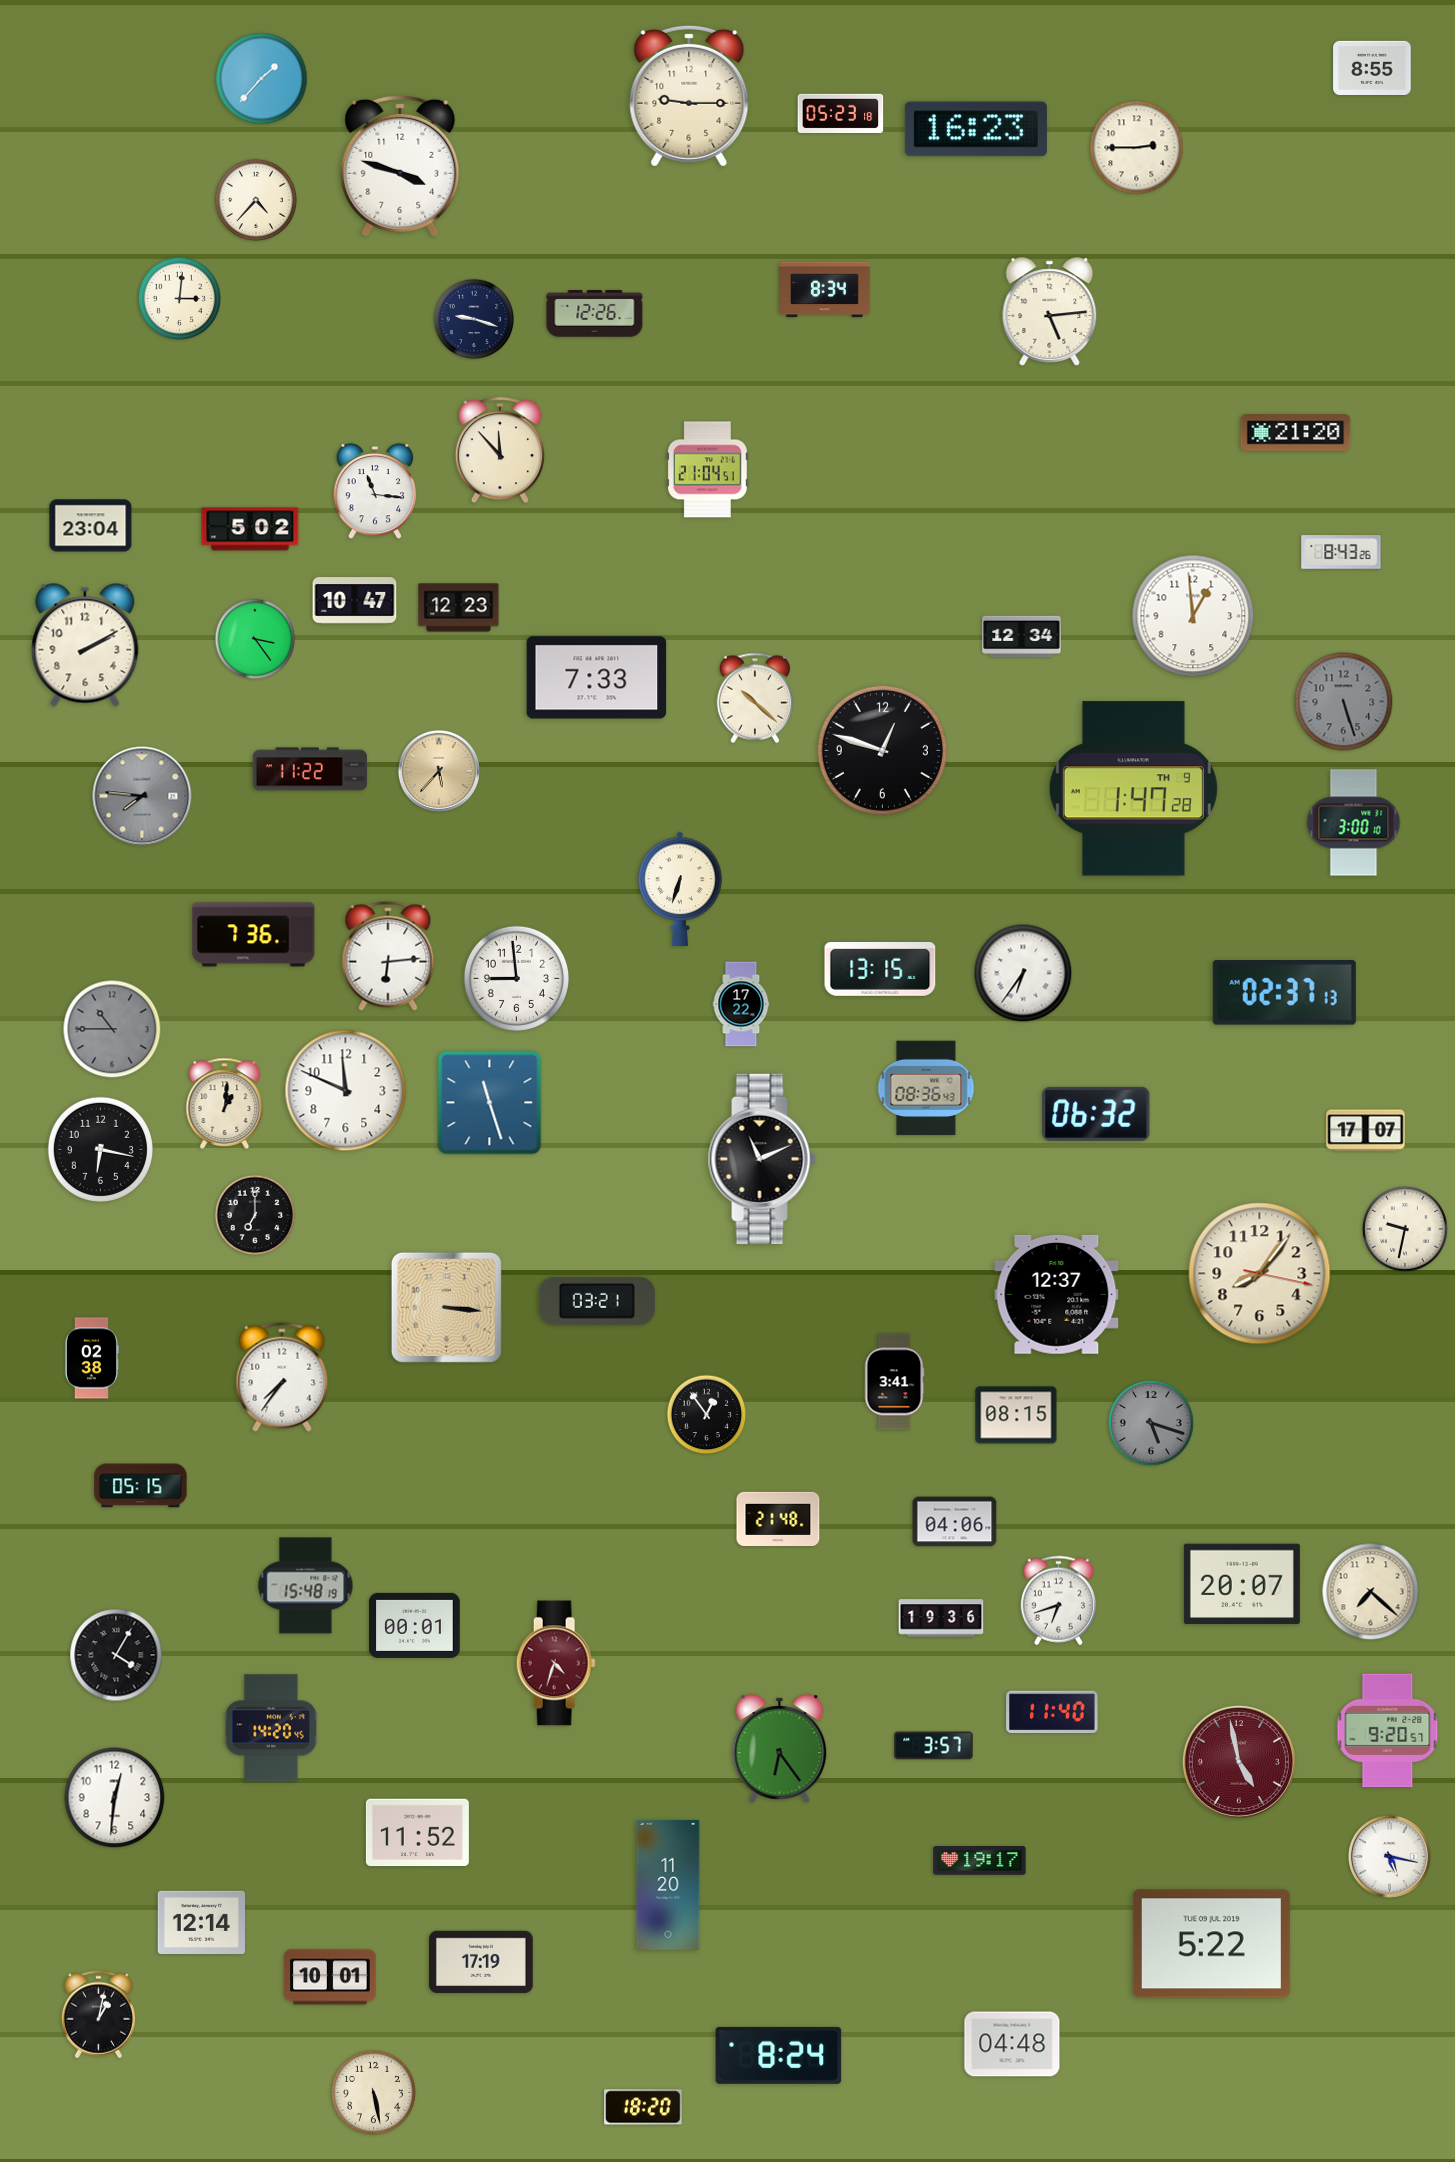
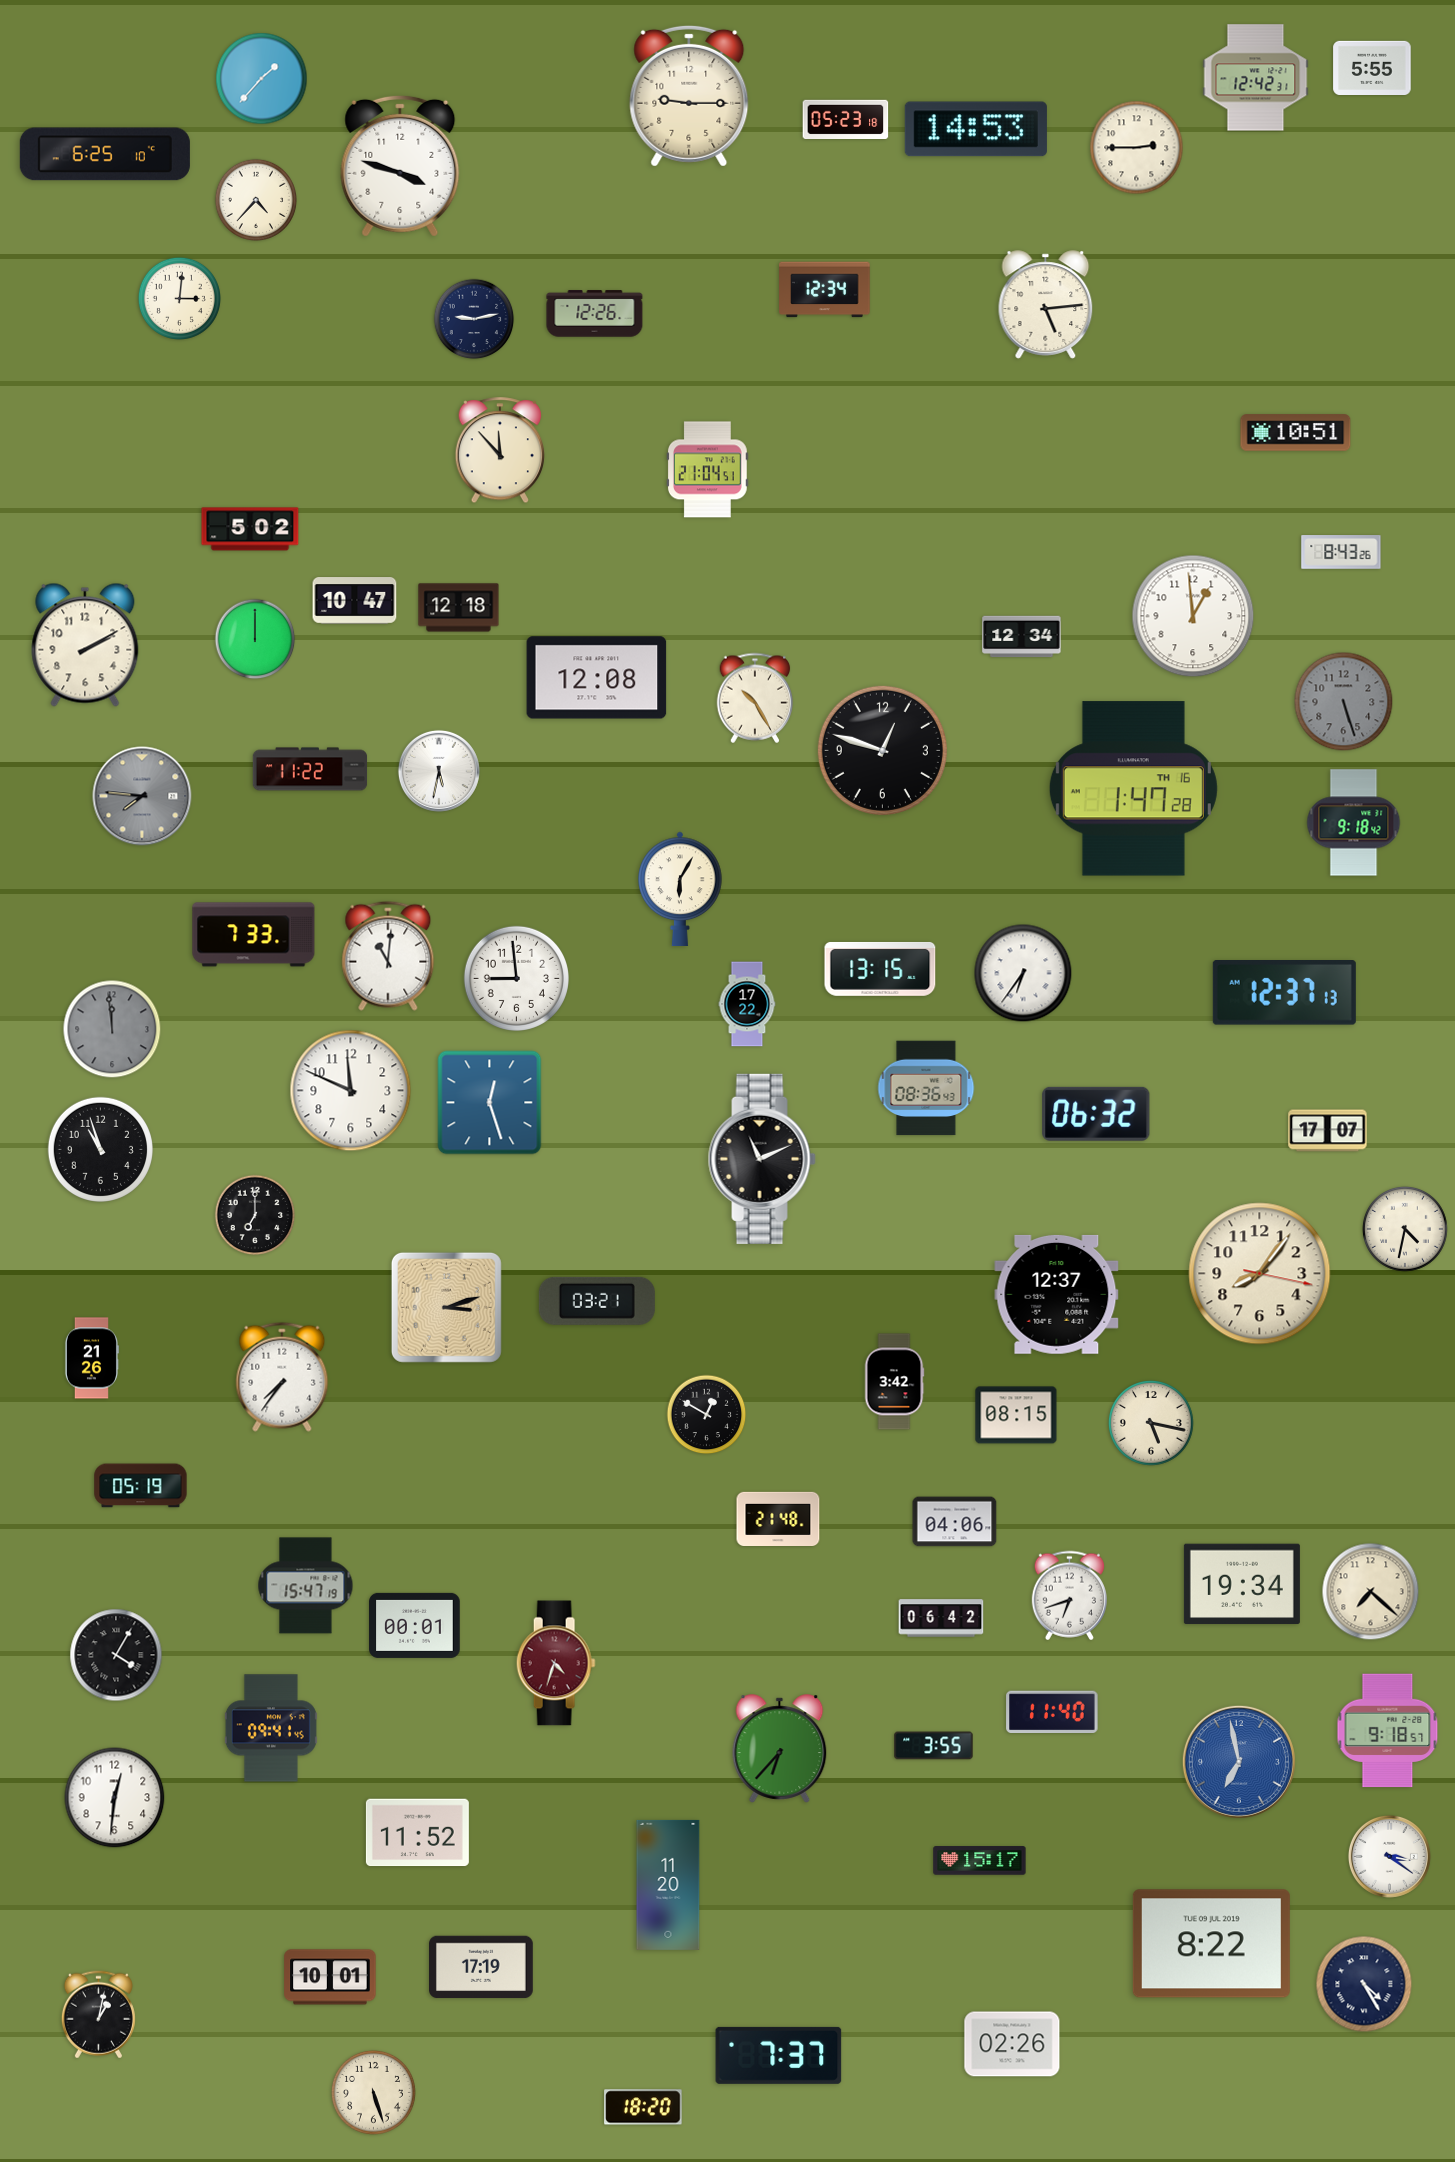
clock at (1372, 67): 8:55 -> 5:55
clock at (1256, 78): none -> 12:42
clock at (841, 113) position: (841, 113) -> (846, 119)
clock at (976, 129): 16:23 -> 14:53
clock at (105, 154): none -> 6:25
clock at (825, 290): 8:34 -> 12:34
clock at (1050, 312) position: (1050, 312) -> (1046, 305)
clock at (474, 319): 9:18 -> 9:13
clock at (1296, 433): 21:20 -> 10:51
clock at (375, 491): 11:16 -> none
clock at (91, 526): 23:04 -> none
clock at (459, 608): 12:23 -> 12:18
clock at (255, 639): 3:24 -> 12:00
clock at (597, 678): 7:33 -> 12:08
clock at (755, 698): 10:22 -> 10:25
clock at (439, 771): 5:37 -> 5:32
clock at (439, 771) dial: champagne -> white
clock at (1133, 789) date: TH 9 -> TH 16
clock at (1354, 823): 3:00 -> 9:18
clock at (680, 888): 6:33 -> 6:05
clock at (254, 935): 7:36 -> 7:33
clock at (388, 956): 6:14 -> 11:01
clock at (1284, 993): 02:37 -> 12:37
clock at (741, 1004) position: (741, 1004) -> (747, 1004)
clock at (112, 1029): 10:45 -> 11:59
clock at (346, 1091) position: (346, 1091) -> (351, 1091)
clock at (225, 1103): 1:01 -> none
clock at (490, 1103): 11:27 -> 12:27
clock at (1366, 1131) position: (1366, 1131) -> (1328, 1131)
clock at (100, 1149): 6:17 -> 10:57
clock at (1405, 1229): 9:32 -> 4:32
clock at (446, 1307): 3:16 -> 3:12
clock at (91, 1358): 02:38 -> 21:26
clock at (894, 1382): 3:41 -> 3:42
clock at (707, 1415): 12:54 -> 12:50
clock at (1151, 1423): 5:18 -> 5:17
clock at (1151, 1423) dial: grey -> cream
clock at (141, 1486): 05:15 -> 05:19
clock at (1242, 1584): 20:07 -> 19:34
clock at (306, 1586): 15:48 -> 15:47
clock at (1058, 1601) position: (1058, 1601) -> (1069, 1596)
clock at (941, 1618): 19:36 -> 06:42
clock at (271, 1728): 14:20 -> 09:41
clock at (1388, 1731): 9:20 -> 9:18
clock at (934, 1746): 3:57 -> 3:55
clock at (780, 1749): 6:24 -> 6:37
clock at (1239, 1762): 4:58 -> 6:58
clock at (1239, 1762) dial: burgundy -> blue
clock at (1389, 1856): 5:17 -> 3:21
clock at (980, 1861): 19:17 -> 15:17
clock at (201, 1922): 12:14 -> none
clock at (1211, 1944): 5:22 -> 8:22
clock at (482, 1962) position: (482, 1962) -> (482, 1967)
clock at (1364, 1984): none -> 4:25
clock at (1012, 2044): 04:48 -> 02:26
clock at (779, 2055): 8:24 -> 7:37
clock at (373, 2092): 5:28 -> 5:27
